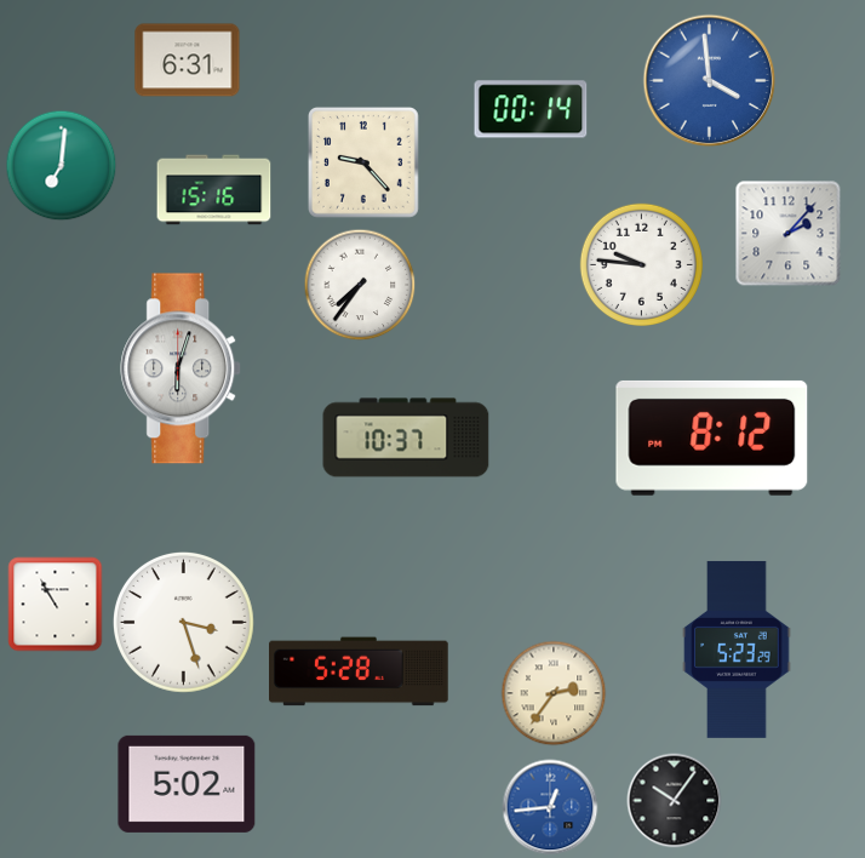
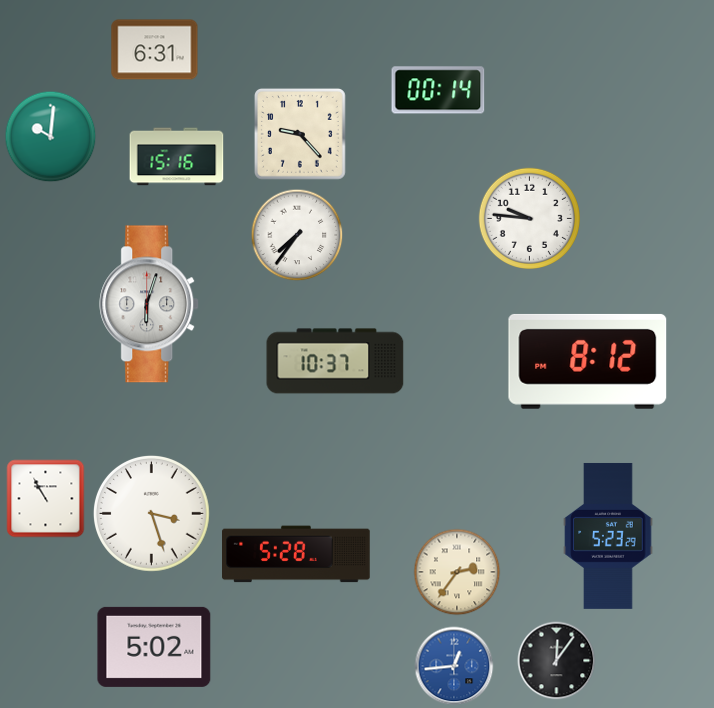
clock at (710, 81): 3:59 -> none
clock at (62, 166): 7:01 -> 10:01
clock at (789, 234): 2:07 -> none
clock at (675, 801): 10:06 -> 12:06
